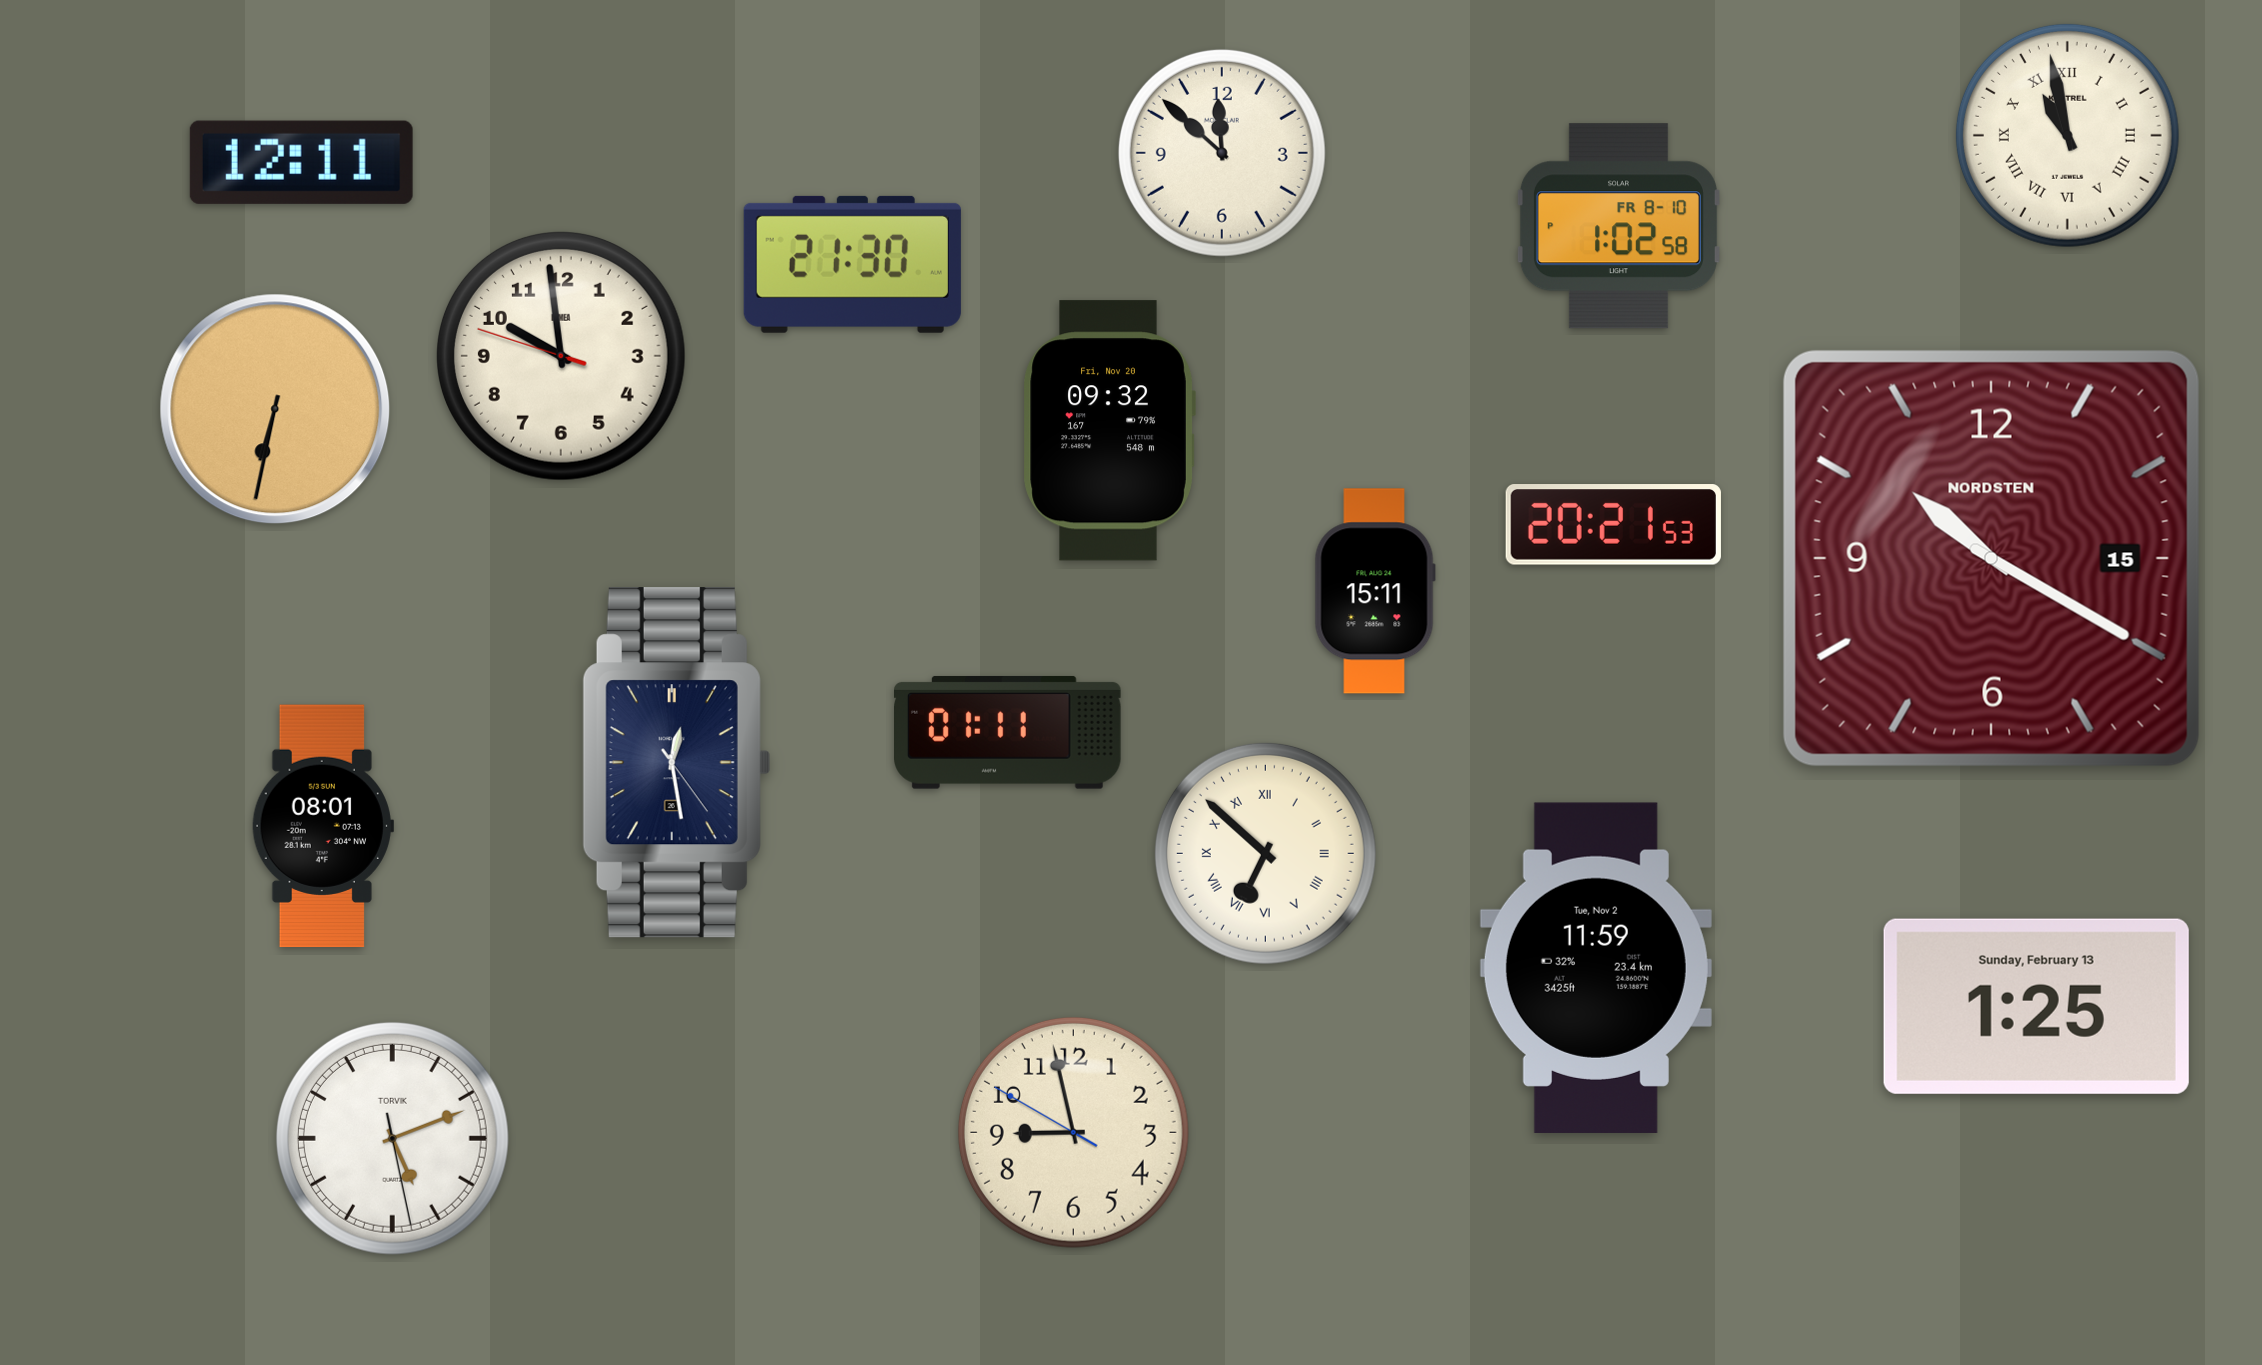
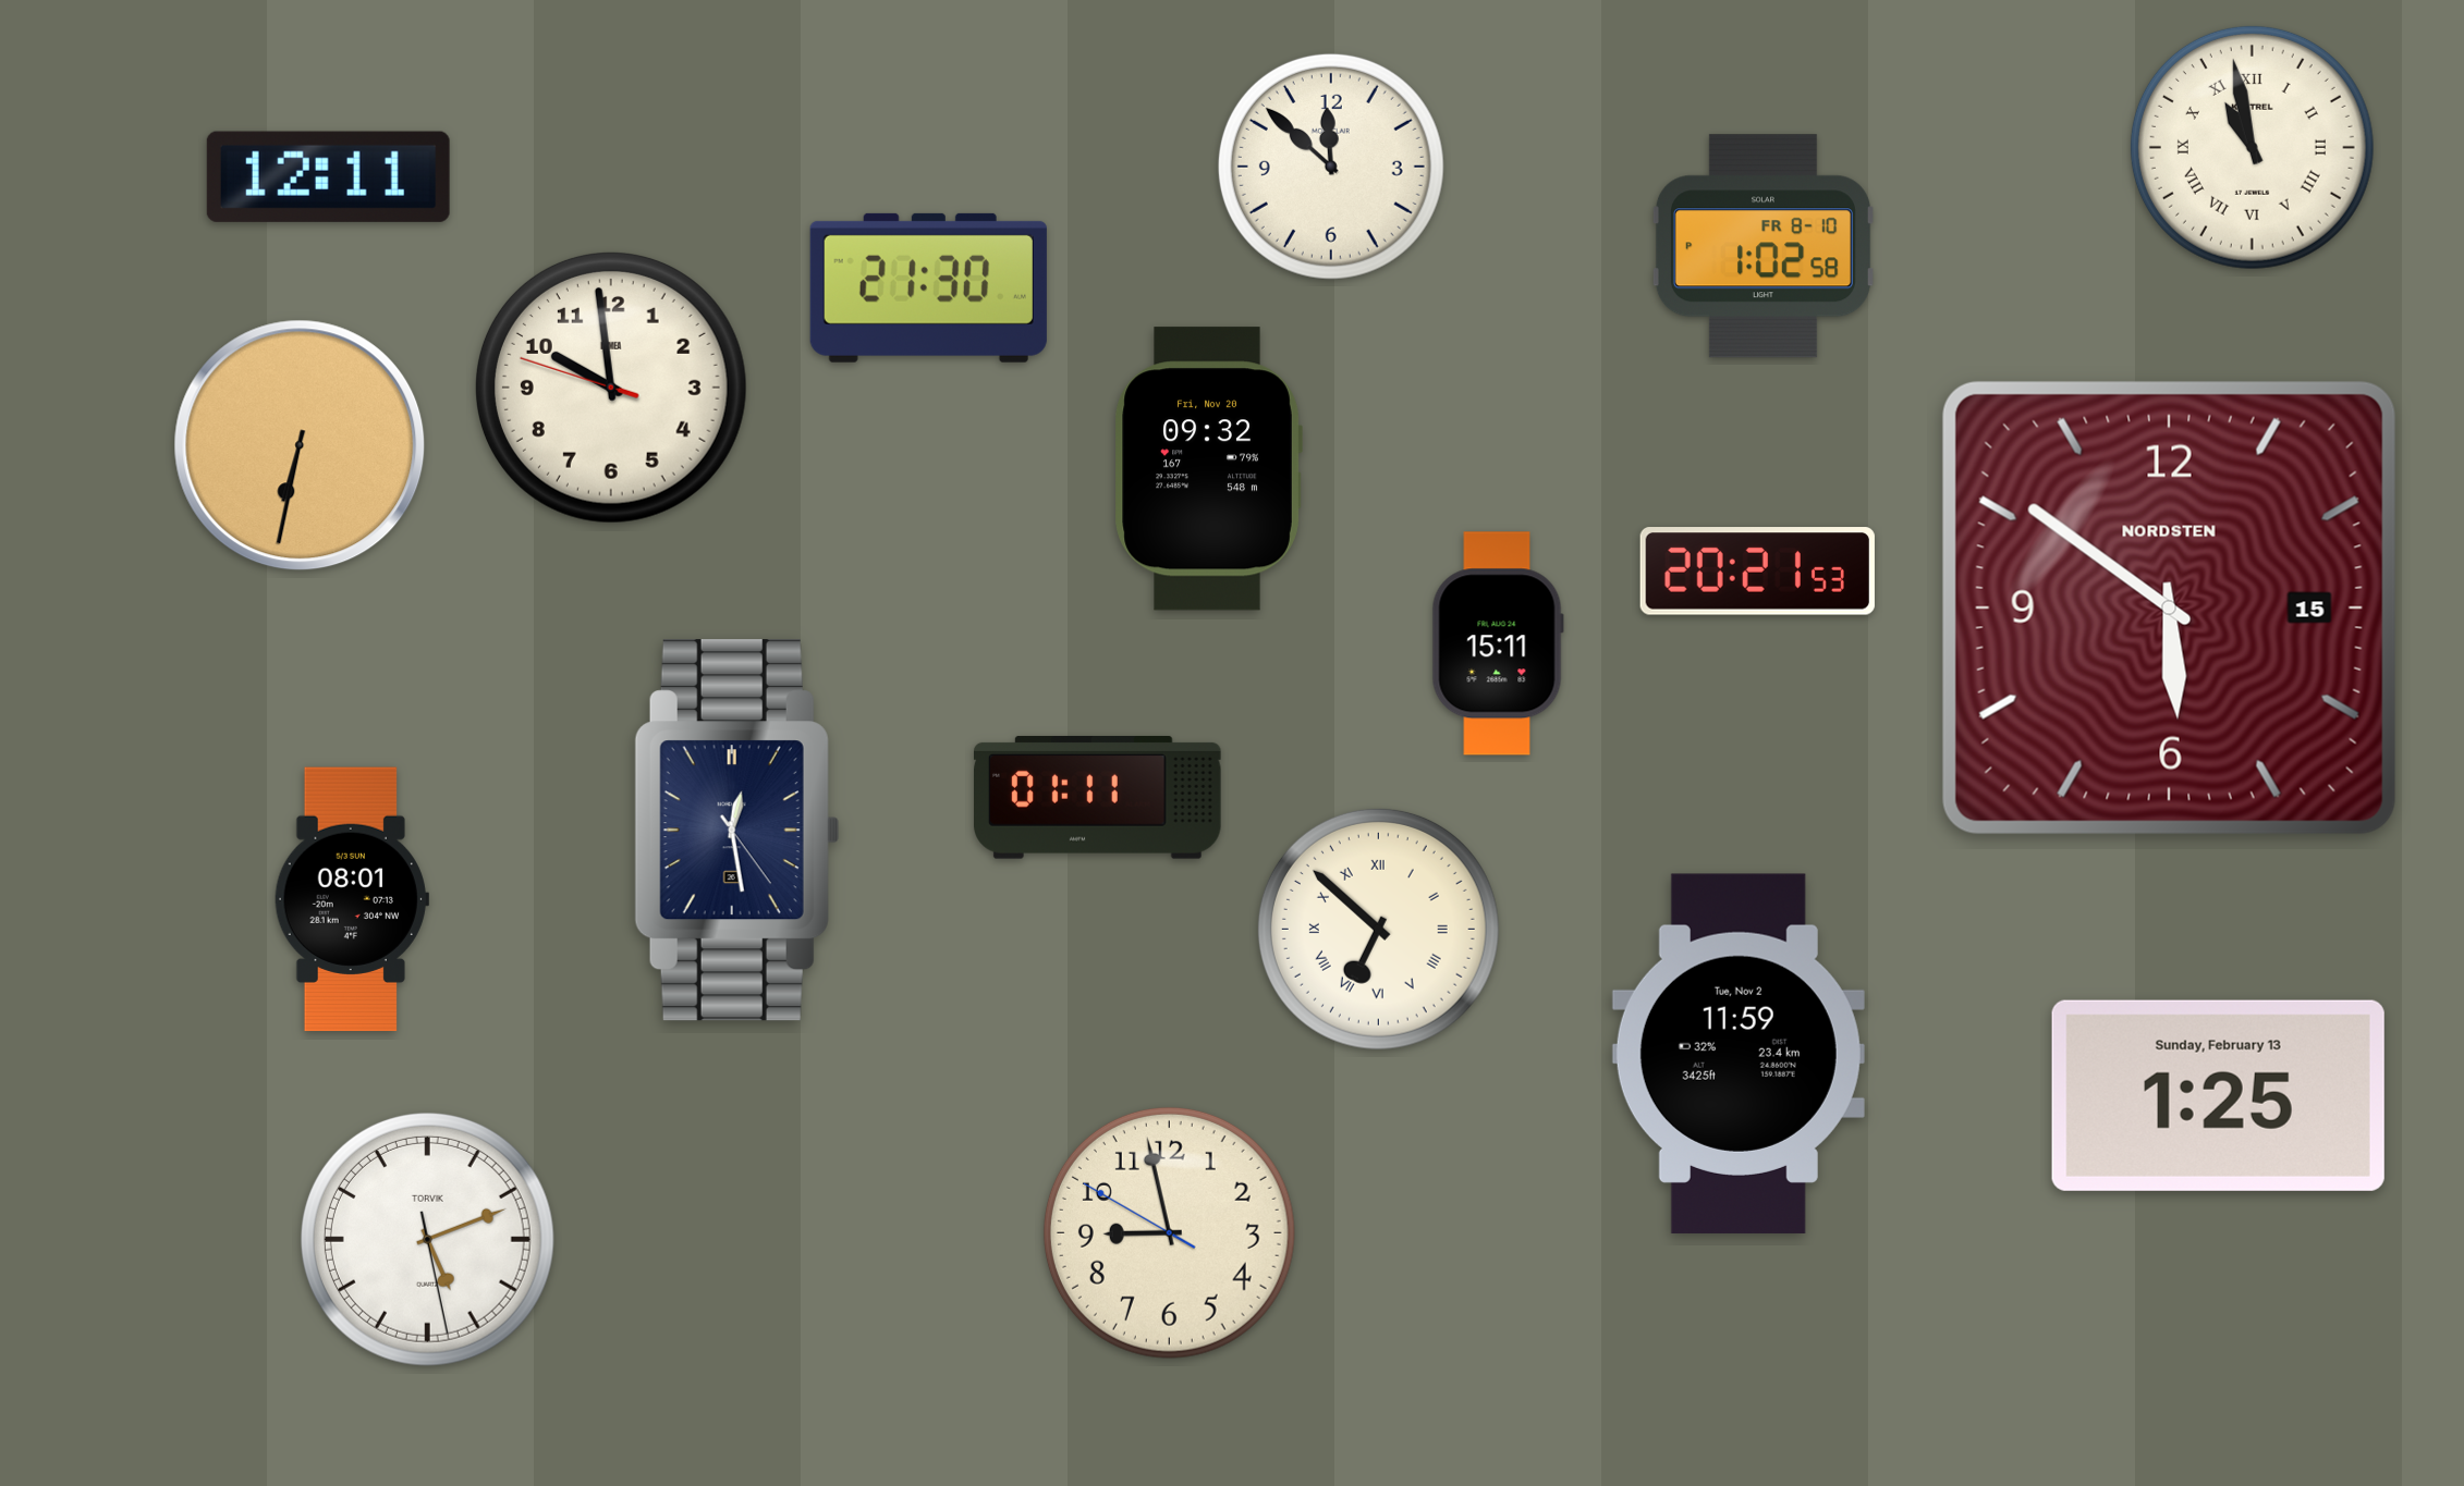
clock at (1991, 558): 10:20 -> 5:51
